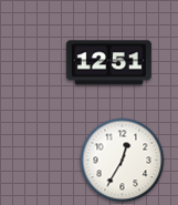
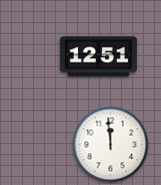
clock at (123, 161): 12:35 -> 11:59
